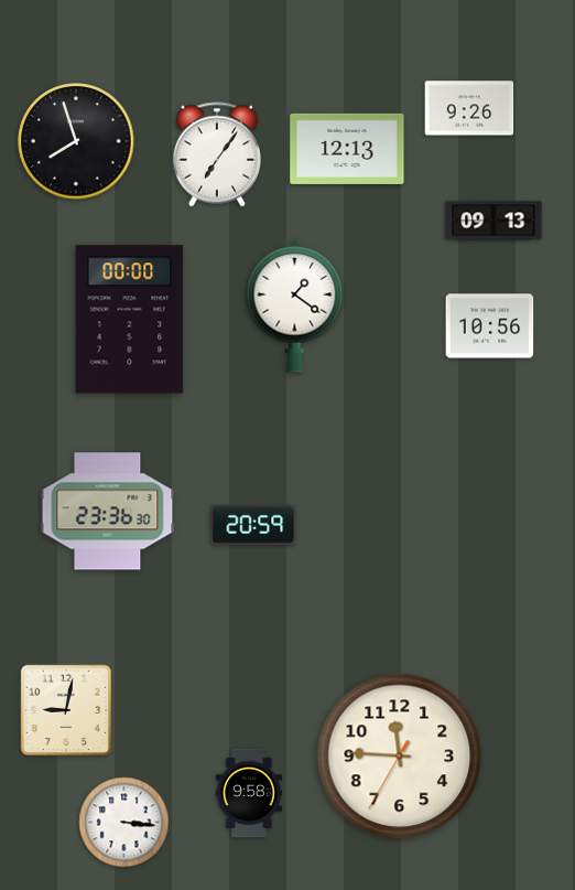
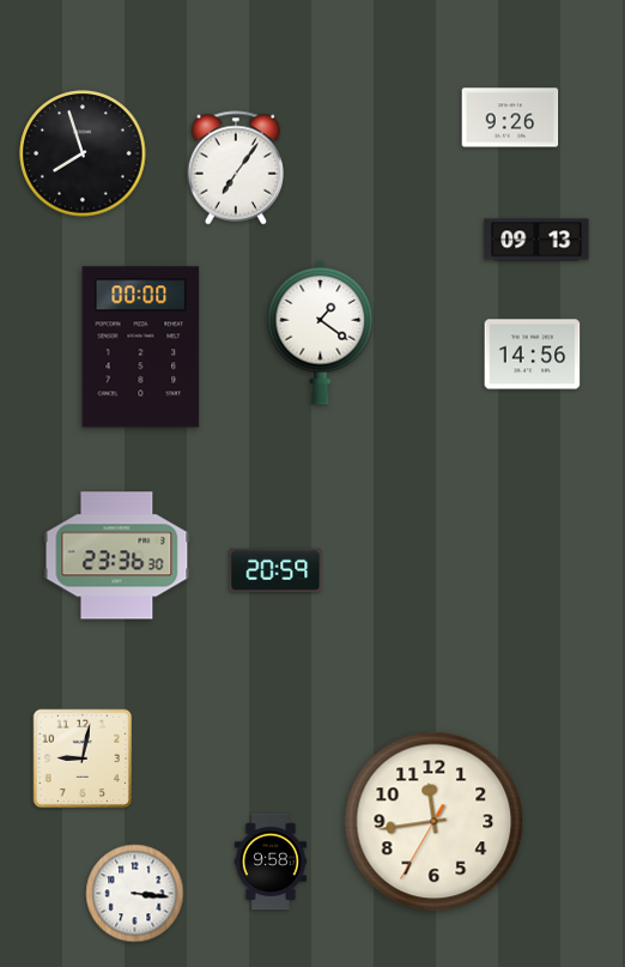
clock at (347, 149): 12:13 -> none
clock at (490, 326): 10:56 -> 14:56
clock at (66, 710) position: (66, 710) -> (83, 759)
clock at (400, 757): 11:45 -> 11:43
